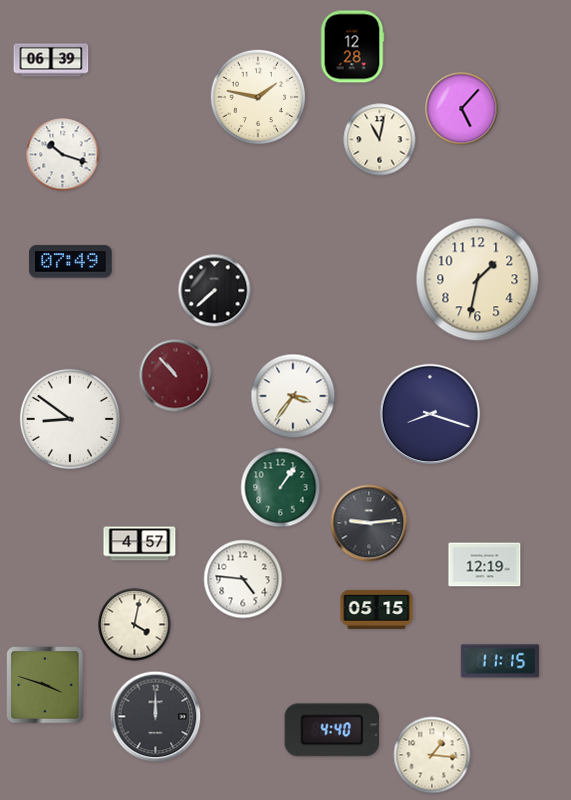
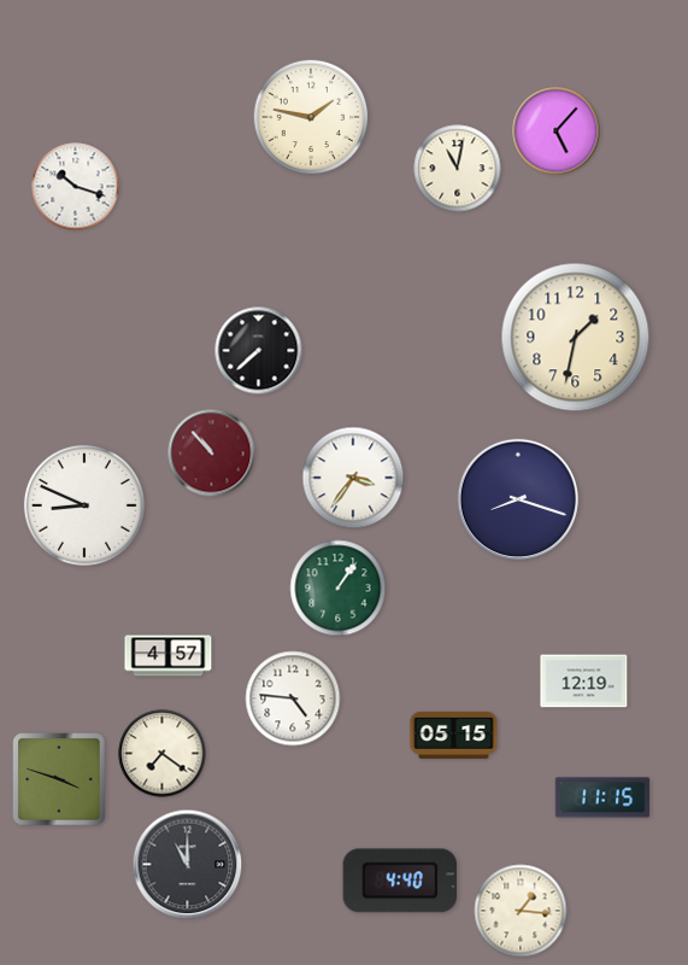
clock at (352, 47): 12:28 -> none
clock at (51, 60): 06:39 -> none
clock at (71, 262): 07:49 -> none
clock at (70, 419): 8:51 -> 8:49
clock at (369, 523): 9:14 -> none
clock at (135, 625): 4:02 -> 7:21
clock at (45, 685) position: (45, 685) -> (59, 779)
clock at (156, 717): 12:00 -> 11:00
